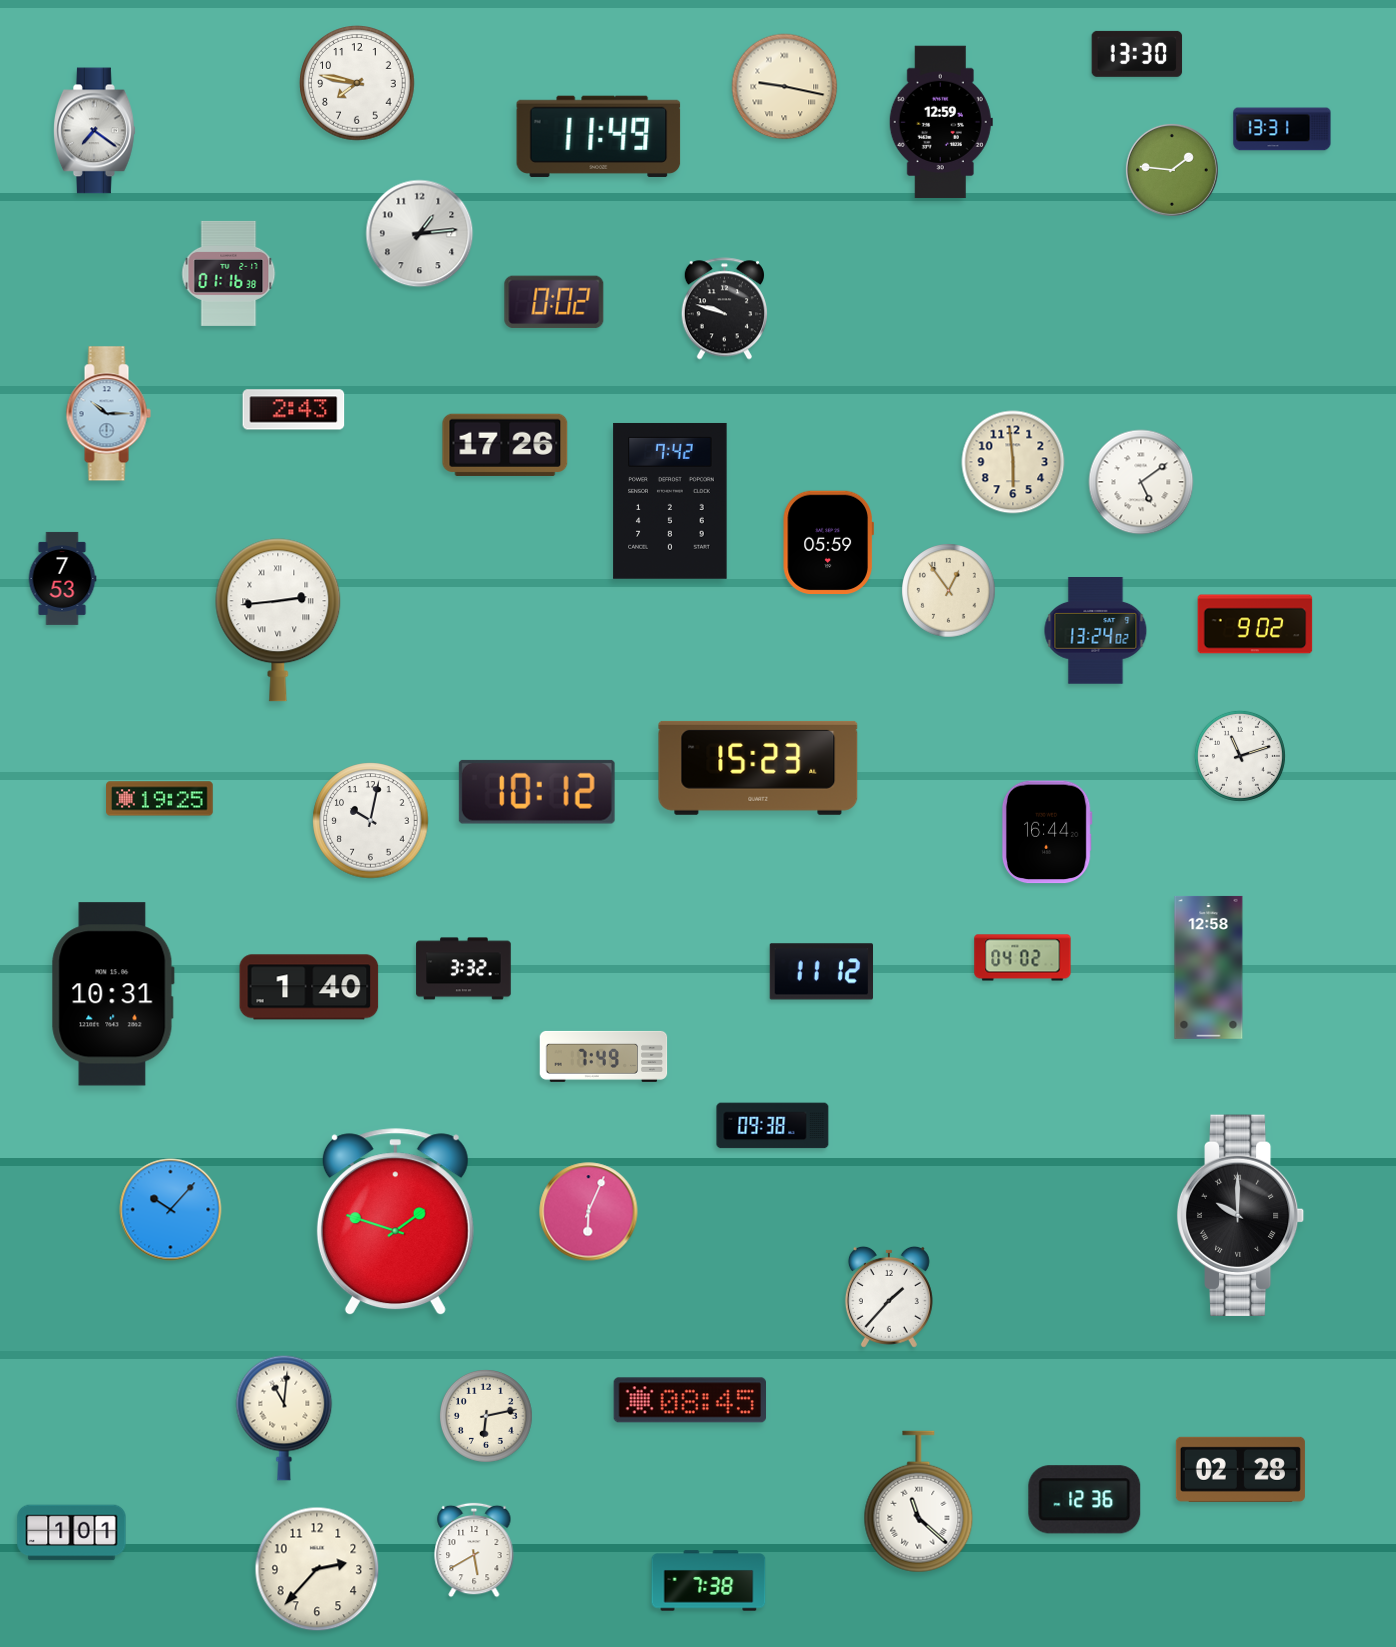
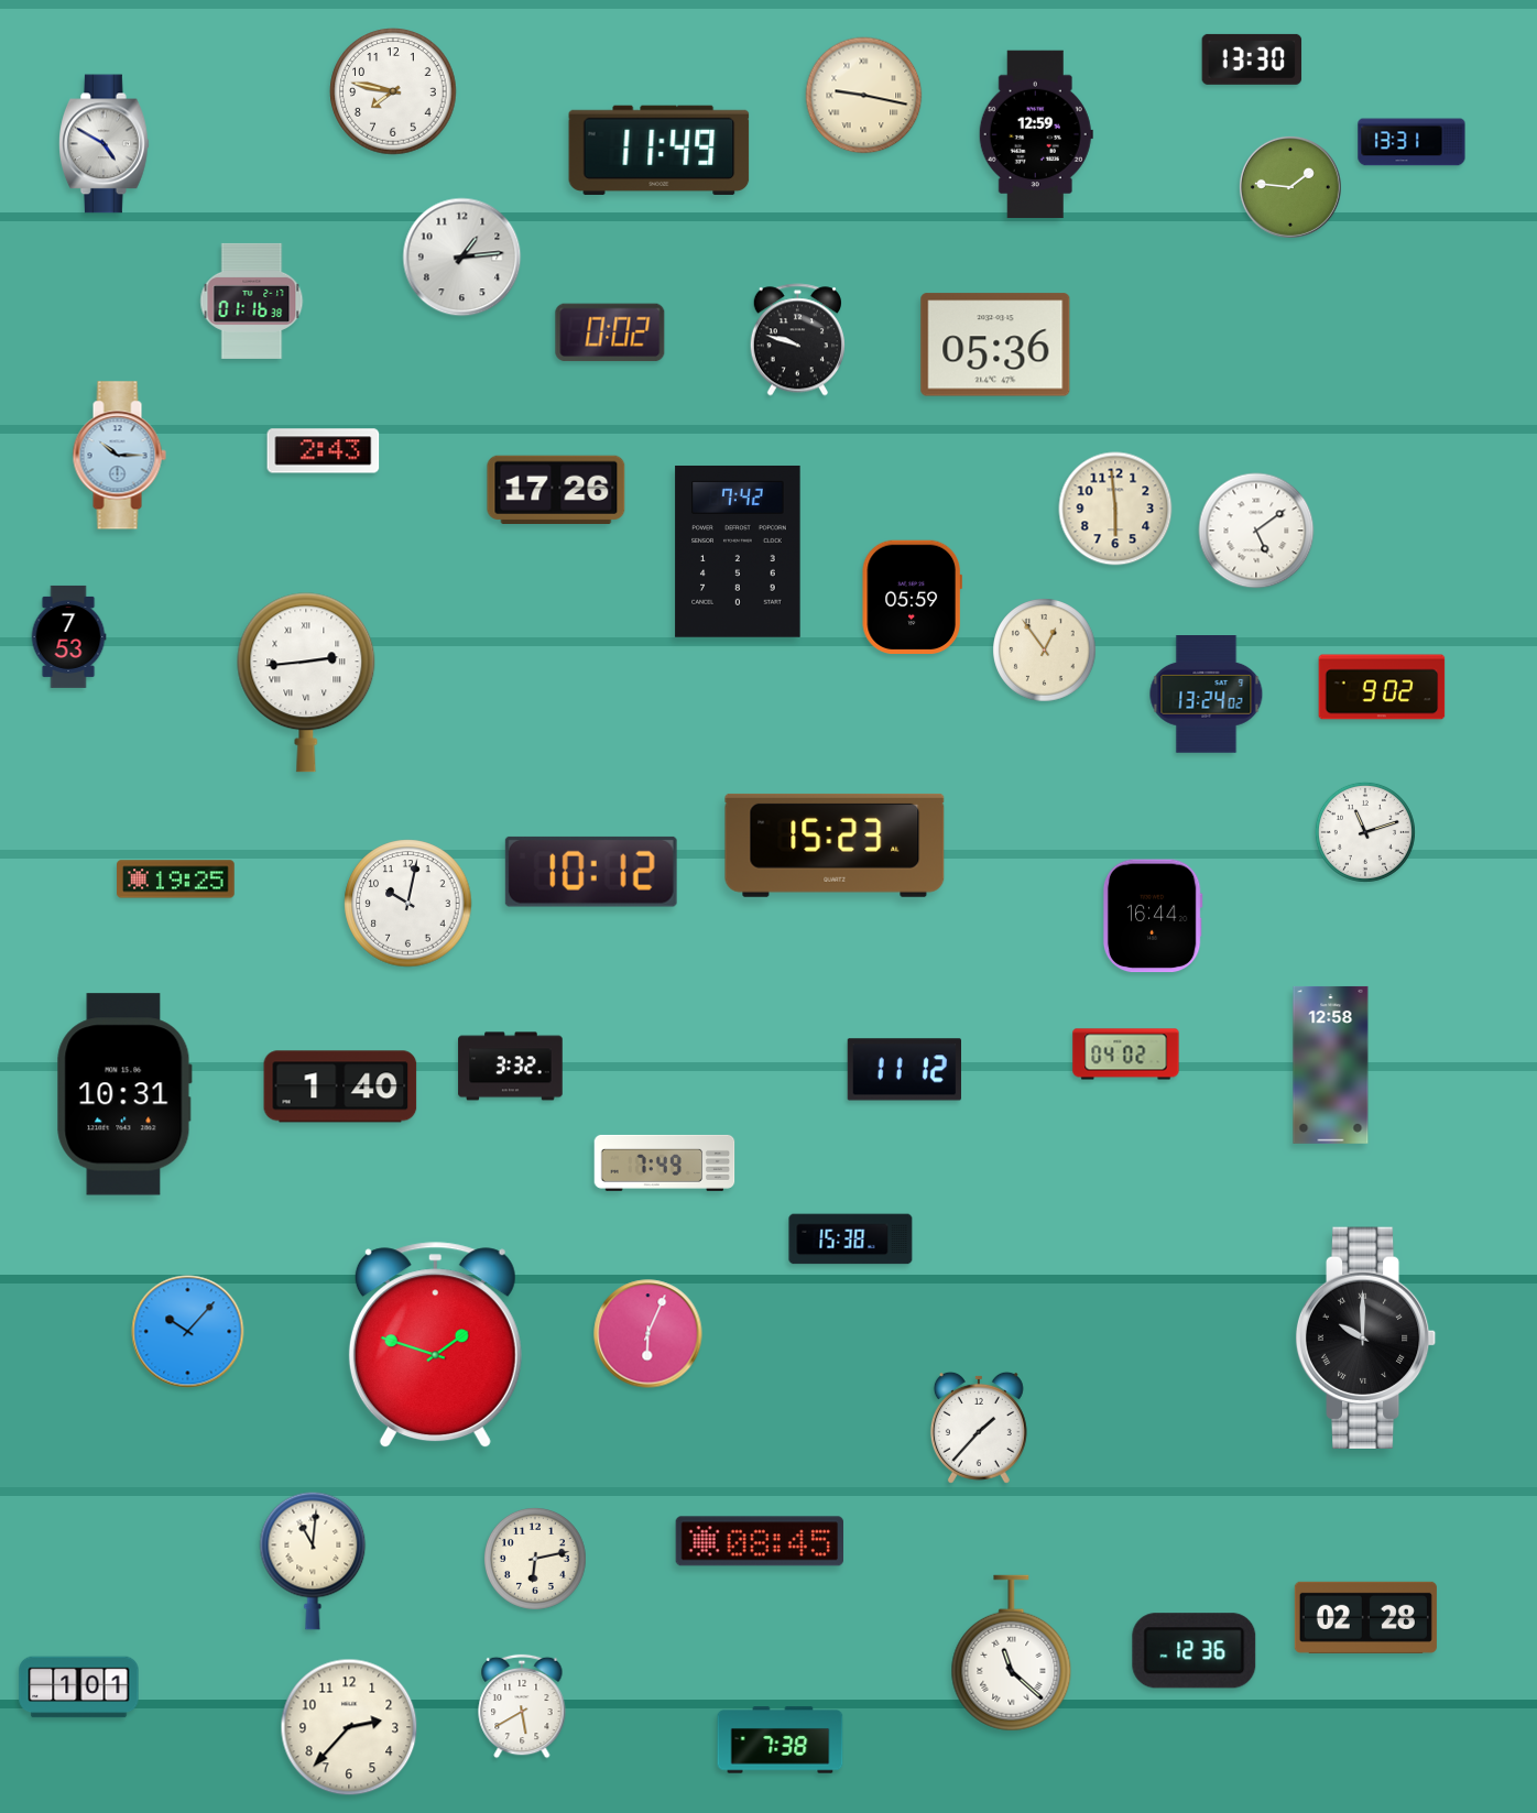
clock at (95, 131): 7:21 -> 4:50
clock at (995, 345): none -> 05:36
clock at (773, 1126): 09:38 -> 15:38
